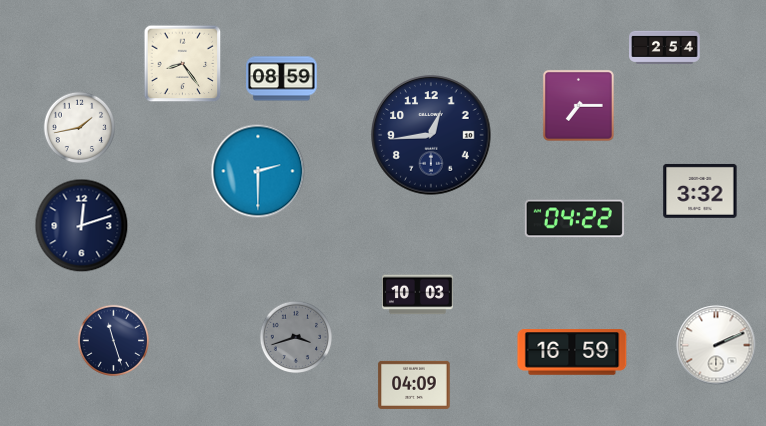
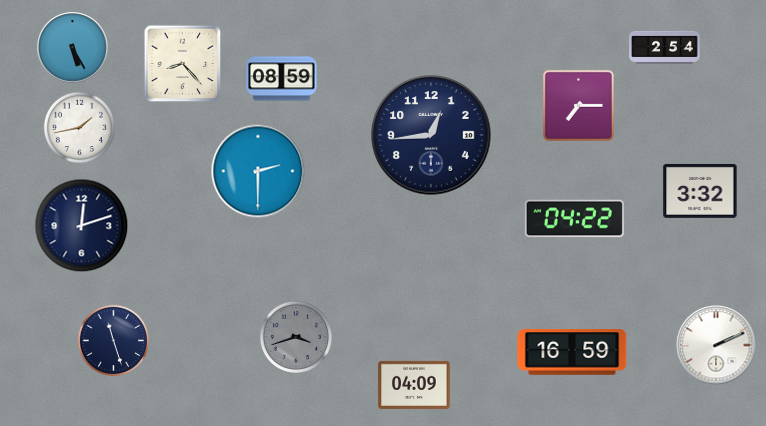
clock at (73, 48): none -> 5:25
clock at (183, 64): 8:24 -> 8:23
clock at (418, 295): 10:03 -> none
